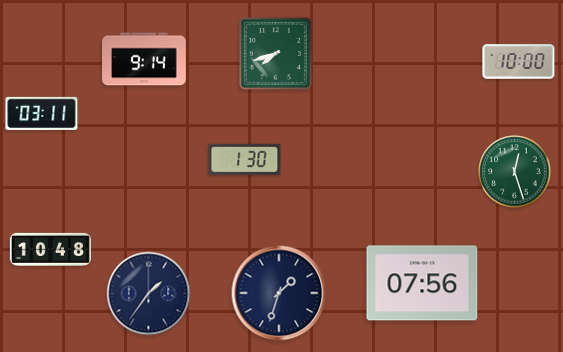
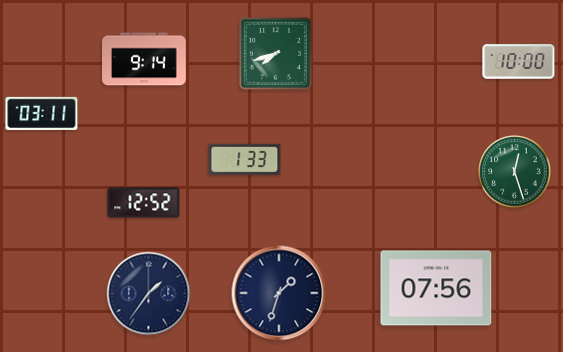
clock at (245, 159): 1:30 -> 1:33
clock at (144, 203): none -> 12:52
clock at (50, 249): 10:48 -> none
clock at (422, 283) position: (422, 283) -> (436, 288)
